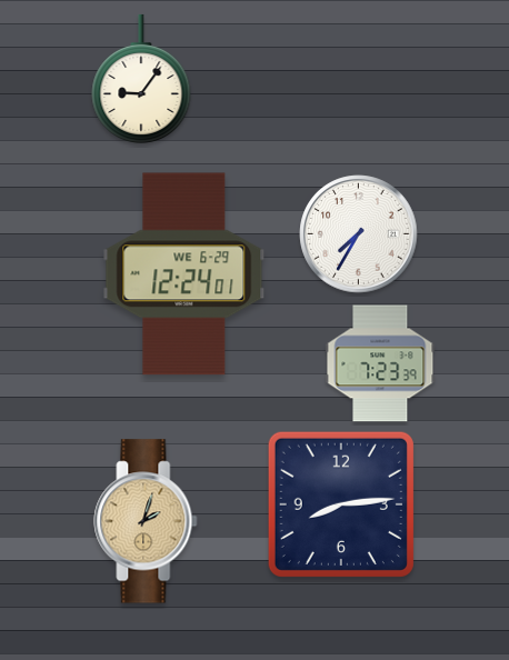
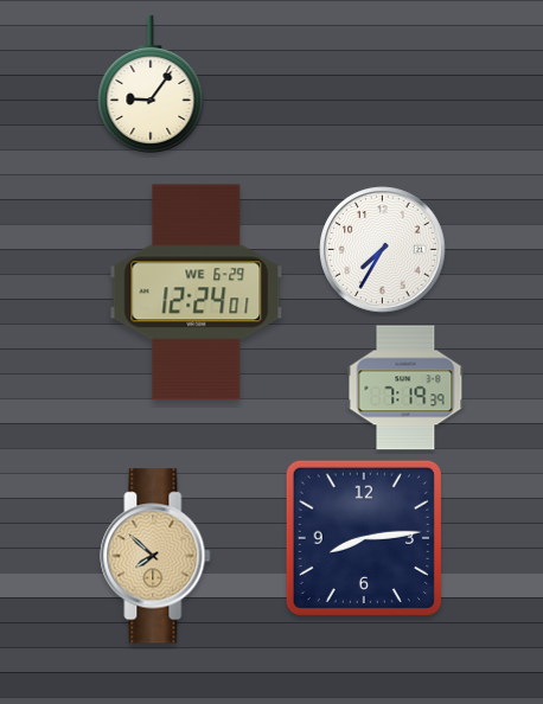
clock at (380, 363): 7:23 -> 7:19
clock at (146, 521): 2:03 -> 7:52
